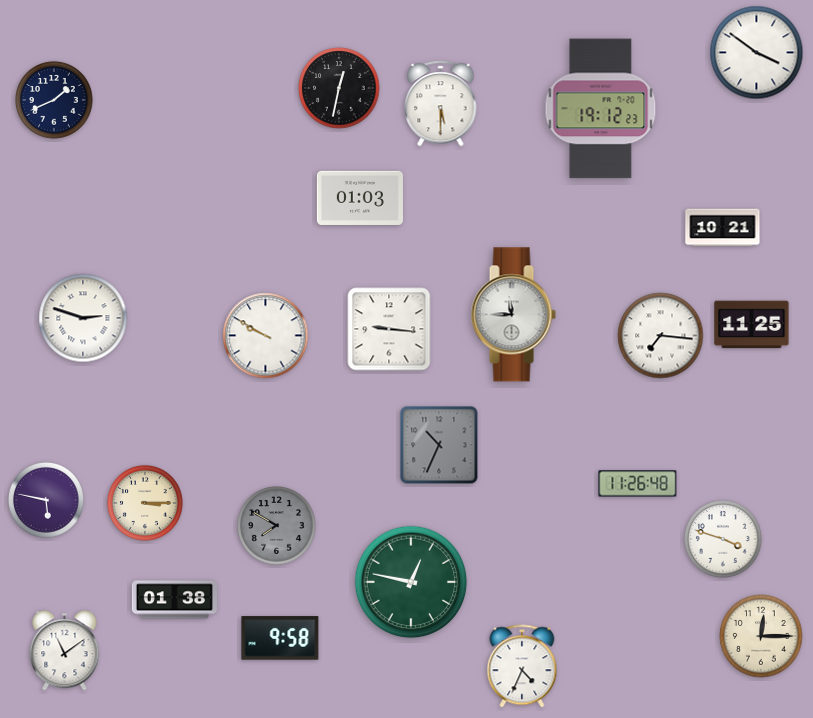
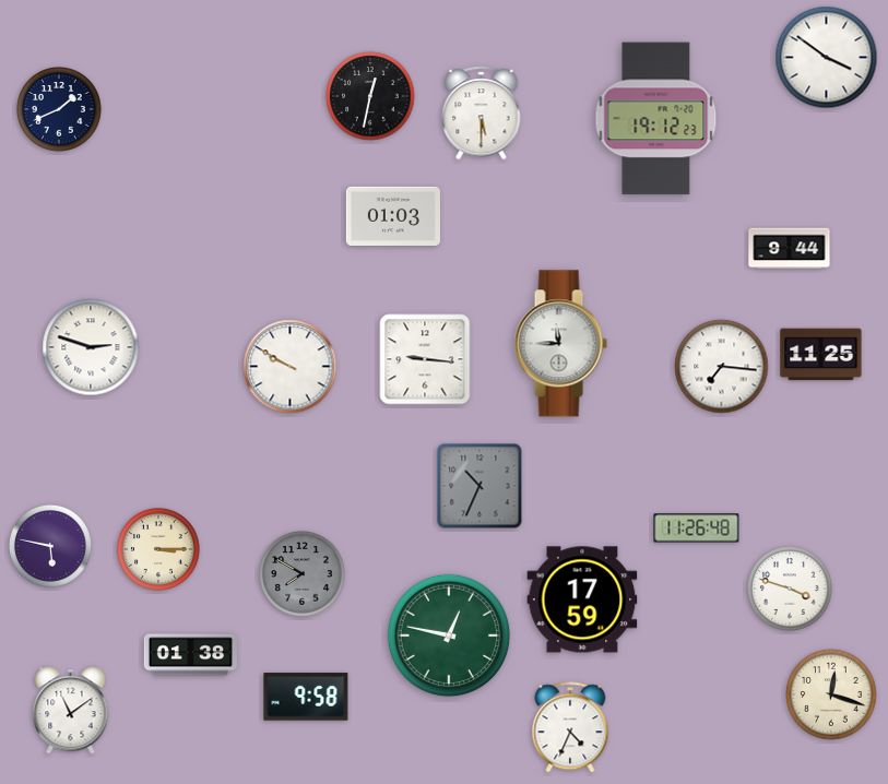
clock at (723, 228): 10:21 -> 9:44
clock at (582, 599): none -> 17:59
clock at (761, 636): 12:15 -> 12:18
